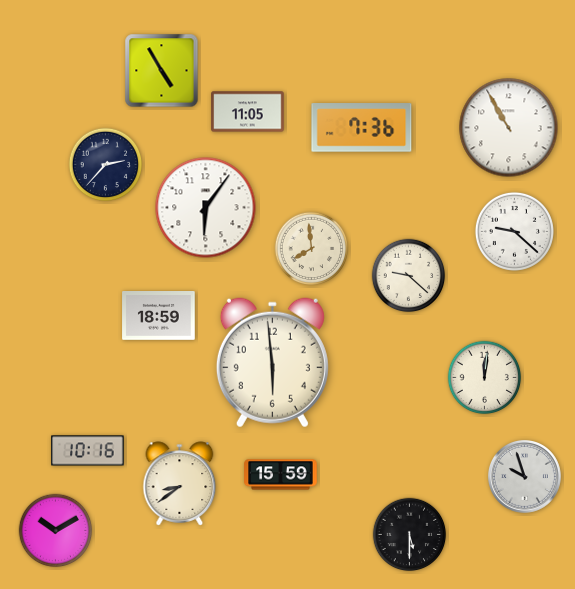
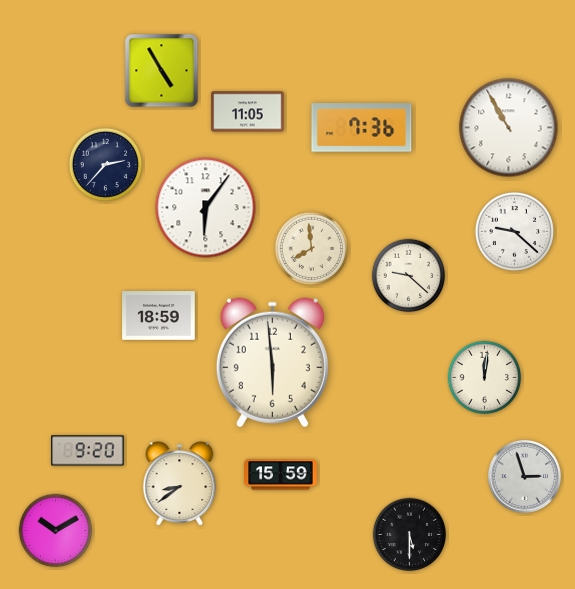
clock at (88, 451): 10:16 -> 9:20
clock at (524, 476): 9:57 -> 2:57
